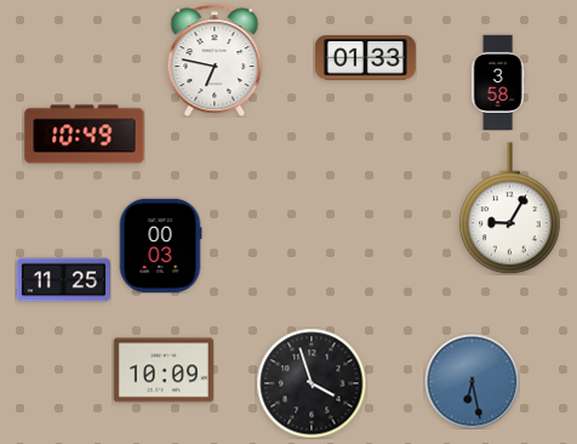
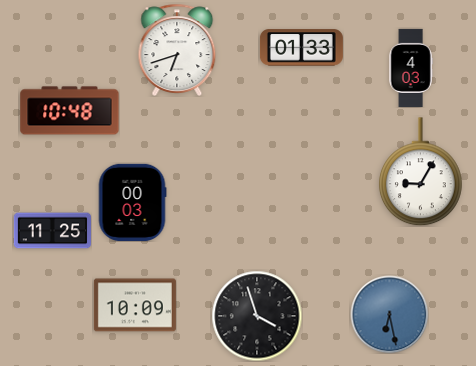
clock at (215, 59): 6:47 -> 6:42
clock at (498, 81): 3:58 -> 4:03
clock at (85, 135): 10:49 -> 10:48
